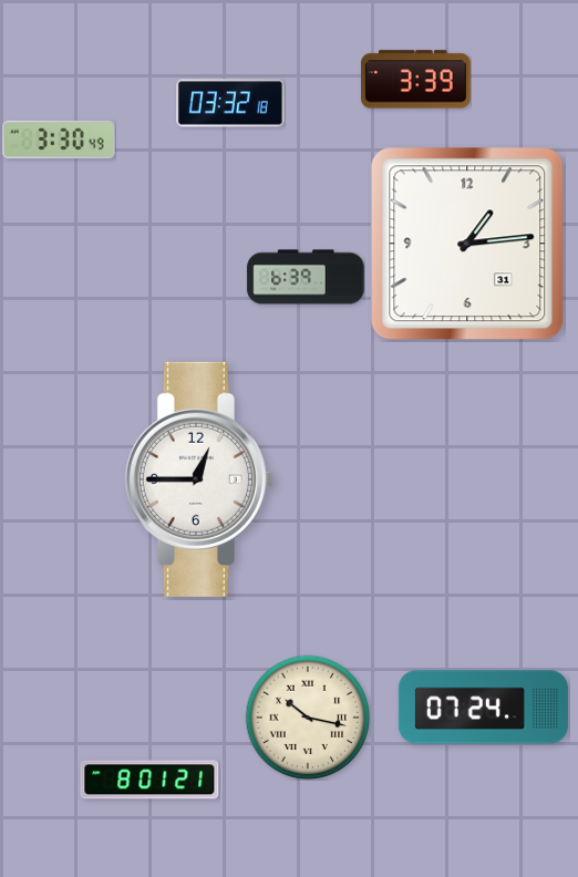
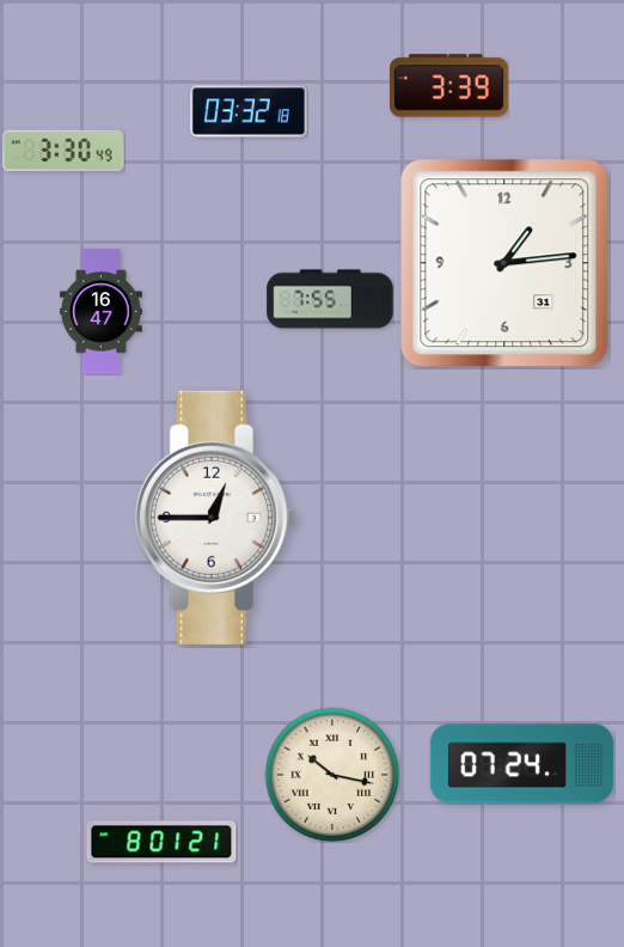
clock at (306, 277): 6:39 -> 7:55
clock at (100, 312): none -> 16:47
